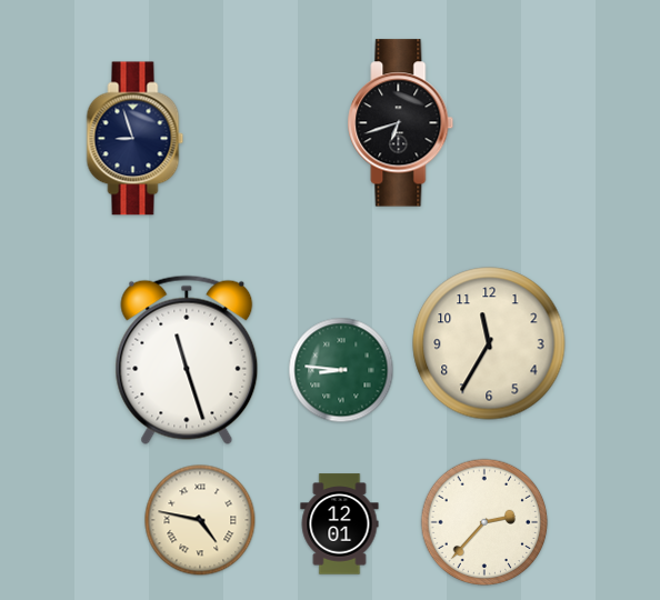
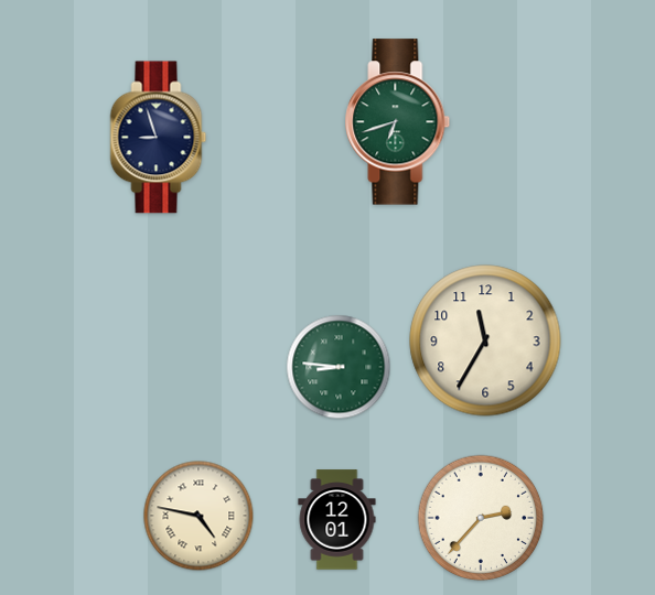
clock at (401, 123) dial: black -> green
clock at (136, 139) position: (136, 139) -> (159, 138)
clock at (187, 360): 11:27 -> none
